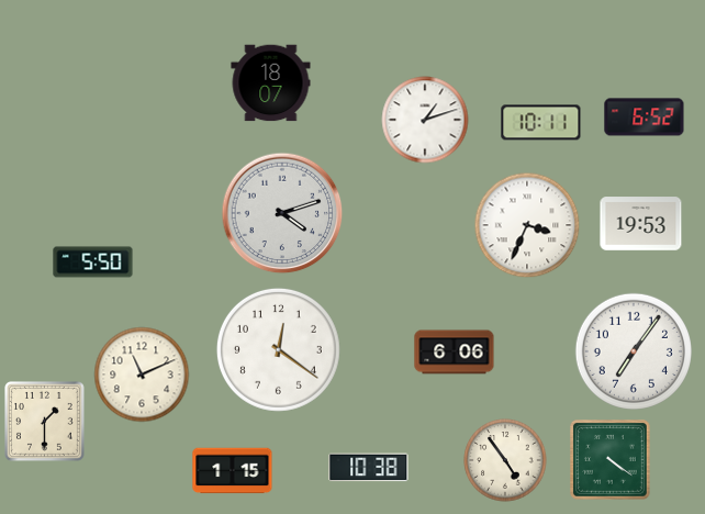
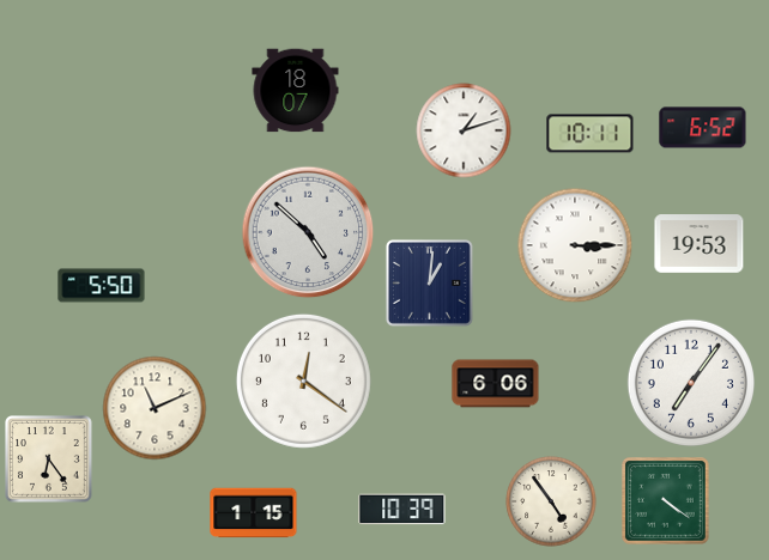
clock at (282, 213): 4:12 -> 4:52
clock at (527, 225): 3:34 -> 3:15
clock at (429, 282): none -> 1:01
clock at (45, 422): 1:30 -> 6:24
clock at (369, 468): 10:38 -> 10:39
